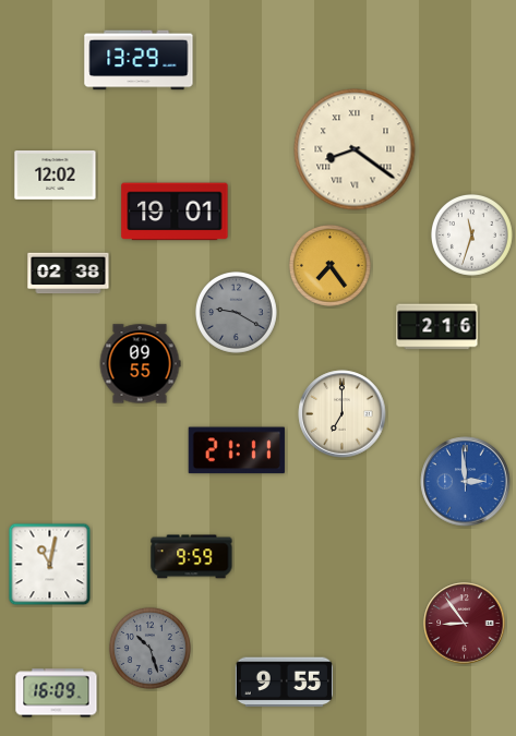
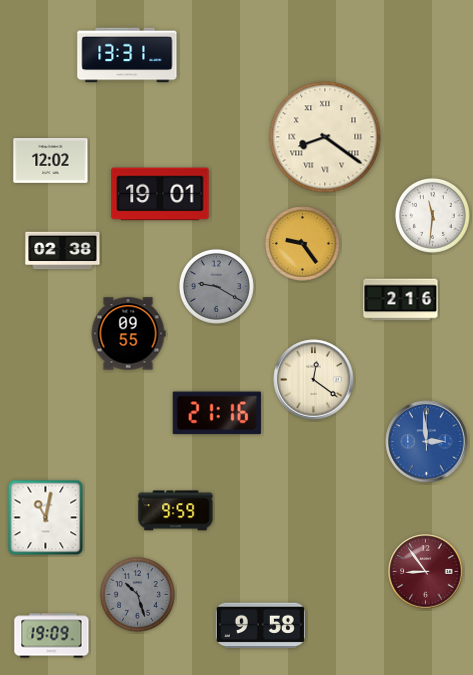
clock at (139, 60): 13:29 -> 13:31
clock at (471, 234): 11:33 -> 11:31
clock at (329, 265): 7:24 -> 9:24
clock at (343, 414): 7:00 -> 12:21
clock at (237, 450): 21:11 -> 21:16
clock at (284, 683): 9:55 -> 9:58
clock at (57, 693): 16:09 -> 19:09
